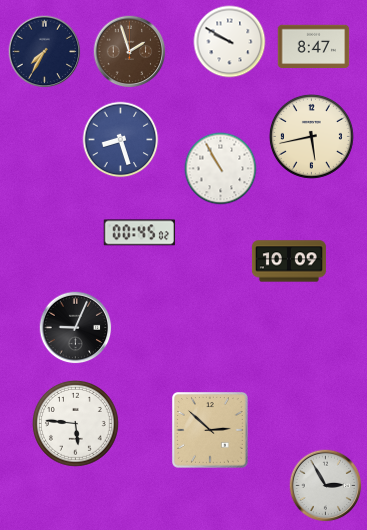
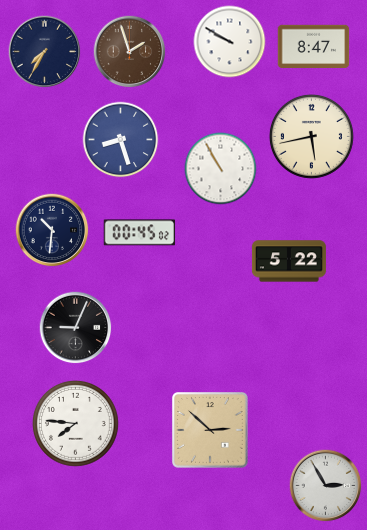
clock at (52, 230): none -> 10:31
clock at (289, 261): 10:09 -> 5:22
clock at (75, 423): 5:46 -> 7:46
